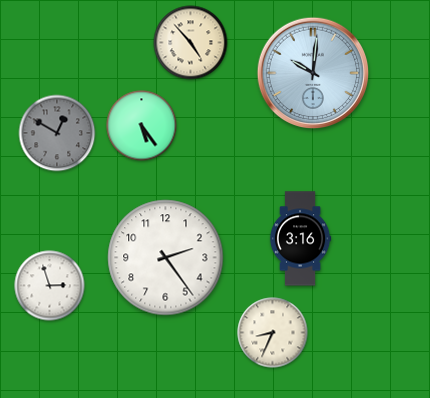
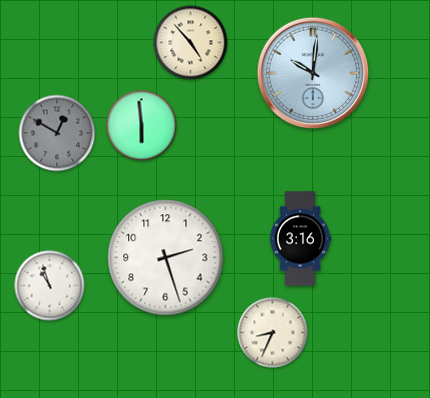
clock at (142, 126): 5:24 -> 5:59
clock at (166, 258): 2:24 -> 2:27
clock at (50, 286): 2:57 -> 10:57
